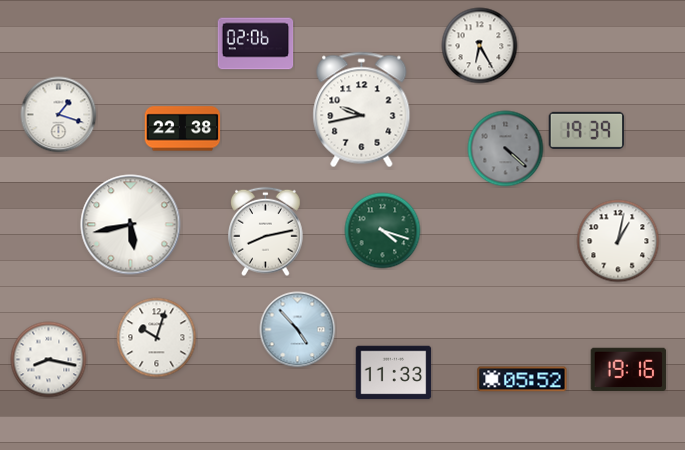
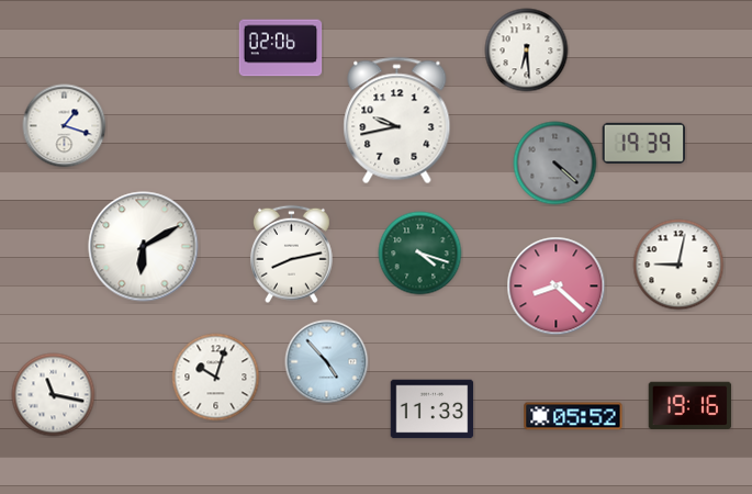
clock at (480, 46): 6:25 -> 6:29
clock at (183, 129): 22:38 -> none
clock at (131, 225): 5:43 -> 6:10
clock at (618, 241): 1:02 -> 9:02
clock at (557, 287): none -> 8:22
clock at (157, 338) position: (157, 338) -> (216, 378)
clock at (49, 360): 8:17 -> 11:17
